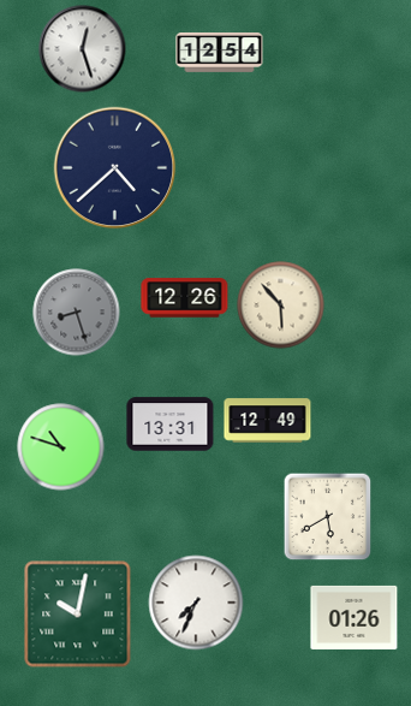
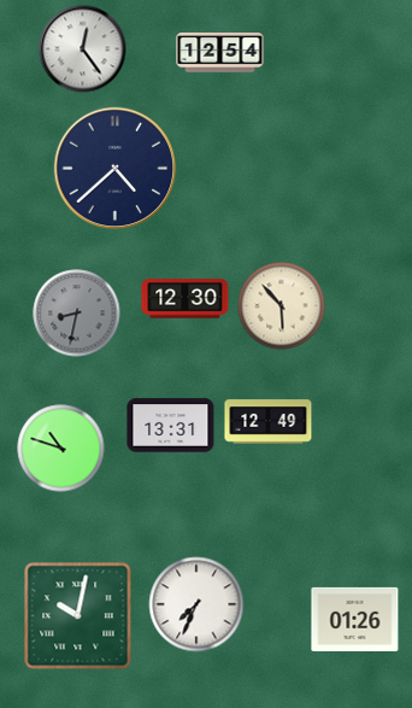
clock at (83, 49): 12:27 -> 12:24
clock at (185, 298): 12:26 -> 12:30
clock at (77, 313): 8:27 -> 8:32
clock at (328, 517): 5:40 -> none
